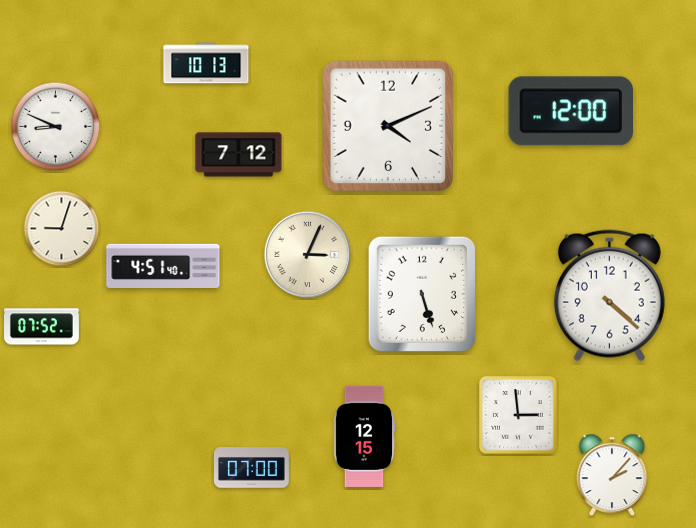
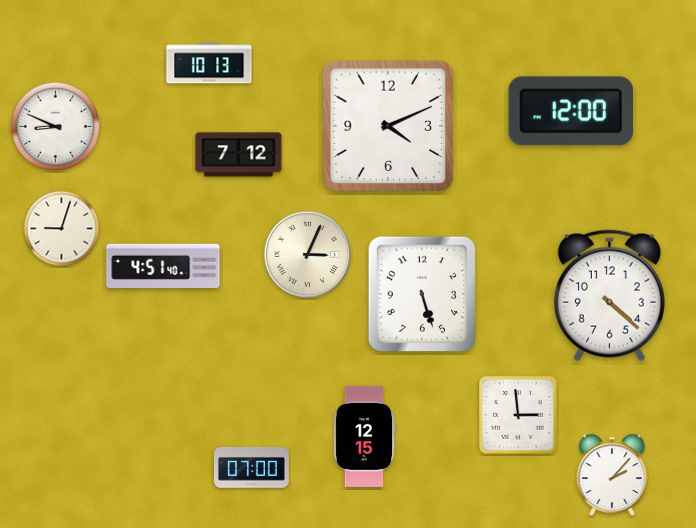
clock at (206, 63) position: (206, 63) -> (209, 63)
clock at (42, 327): 07:52 -> none
